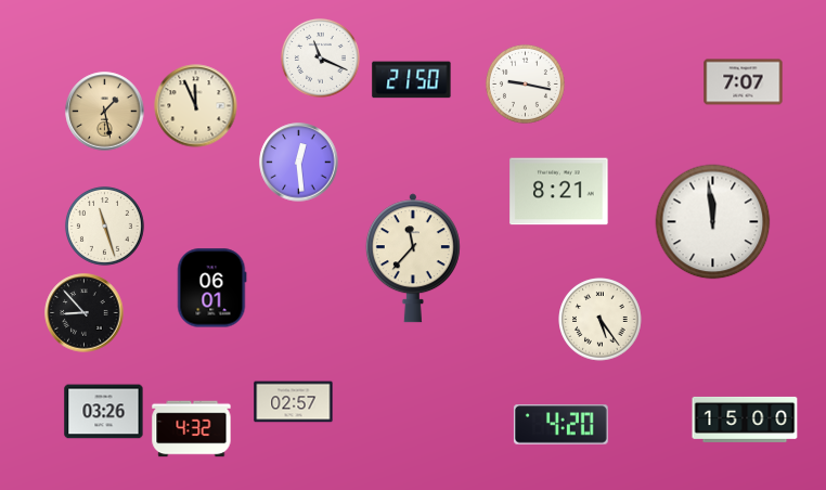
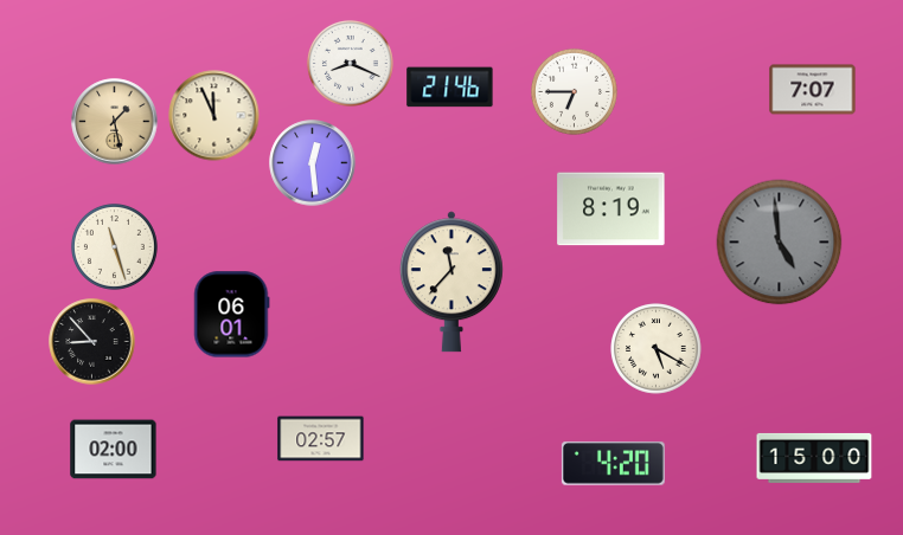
clock at (320, 57): 11:19 -> 8:19
clock at (412, 80): 21:50 -> 21:46
clock at (525, 83): 9:17 -> 6:45
clock at (299, 163) position: (299, 163) -> (313, 163)
clock at (559, 192): 8:21 -> 8:19
clock at (713, 222): 11:59 -> 4:59
clock at (713, 222) dial: white -> grey
clock at (601, 320): 5:24 -> 5:20
clock at (104, 412): 03:26 -> 02:00
clock at (192, 429): 4:32 -> none
